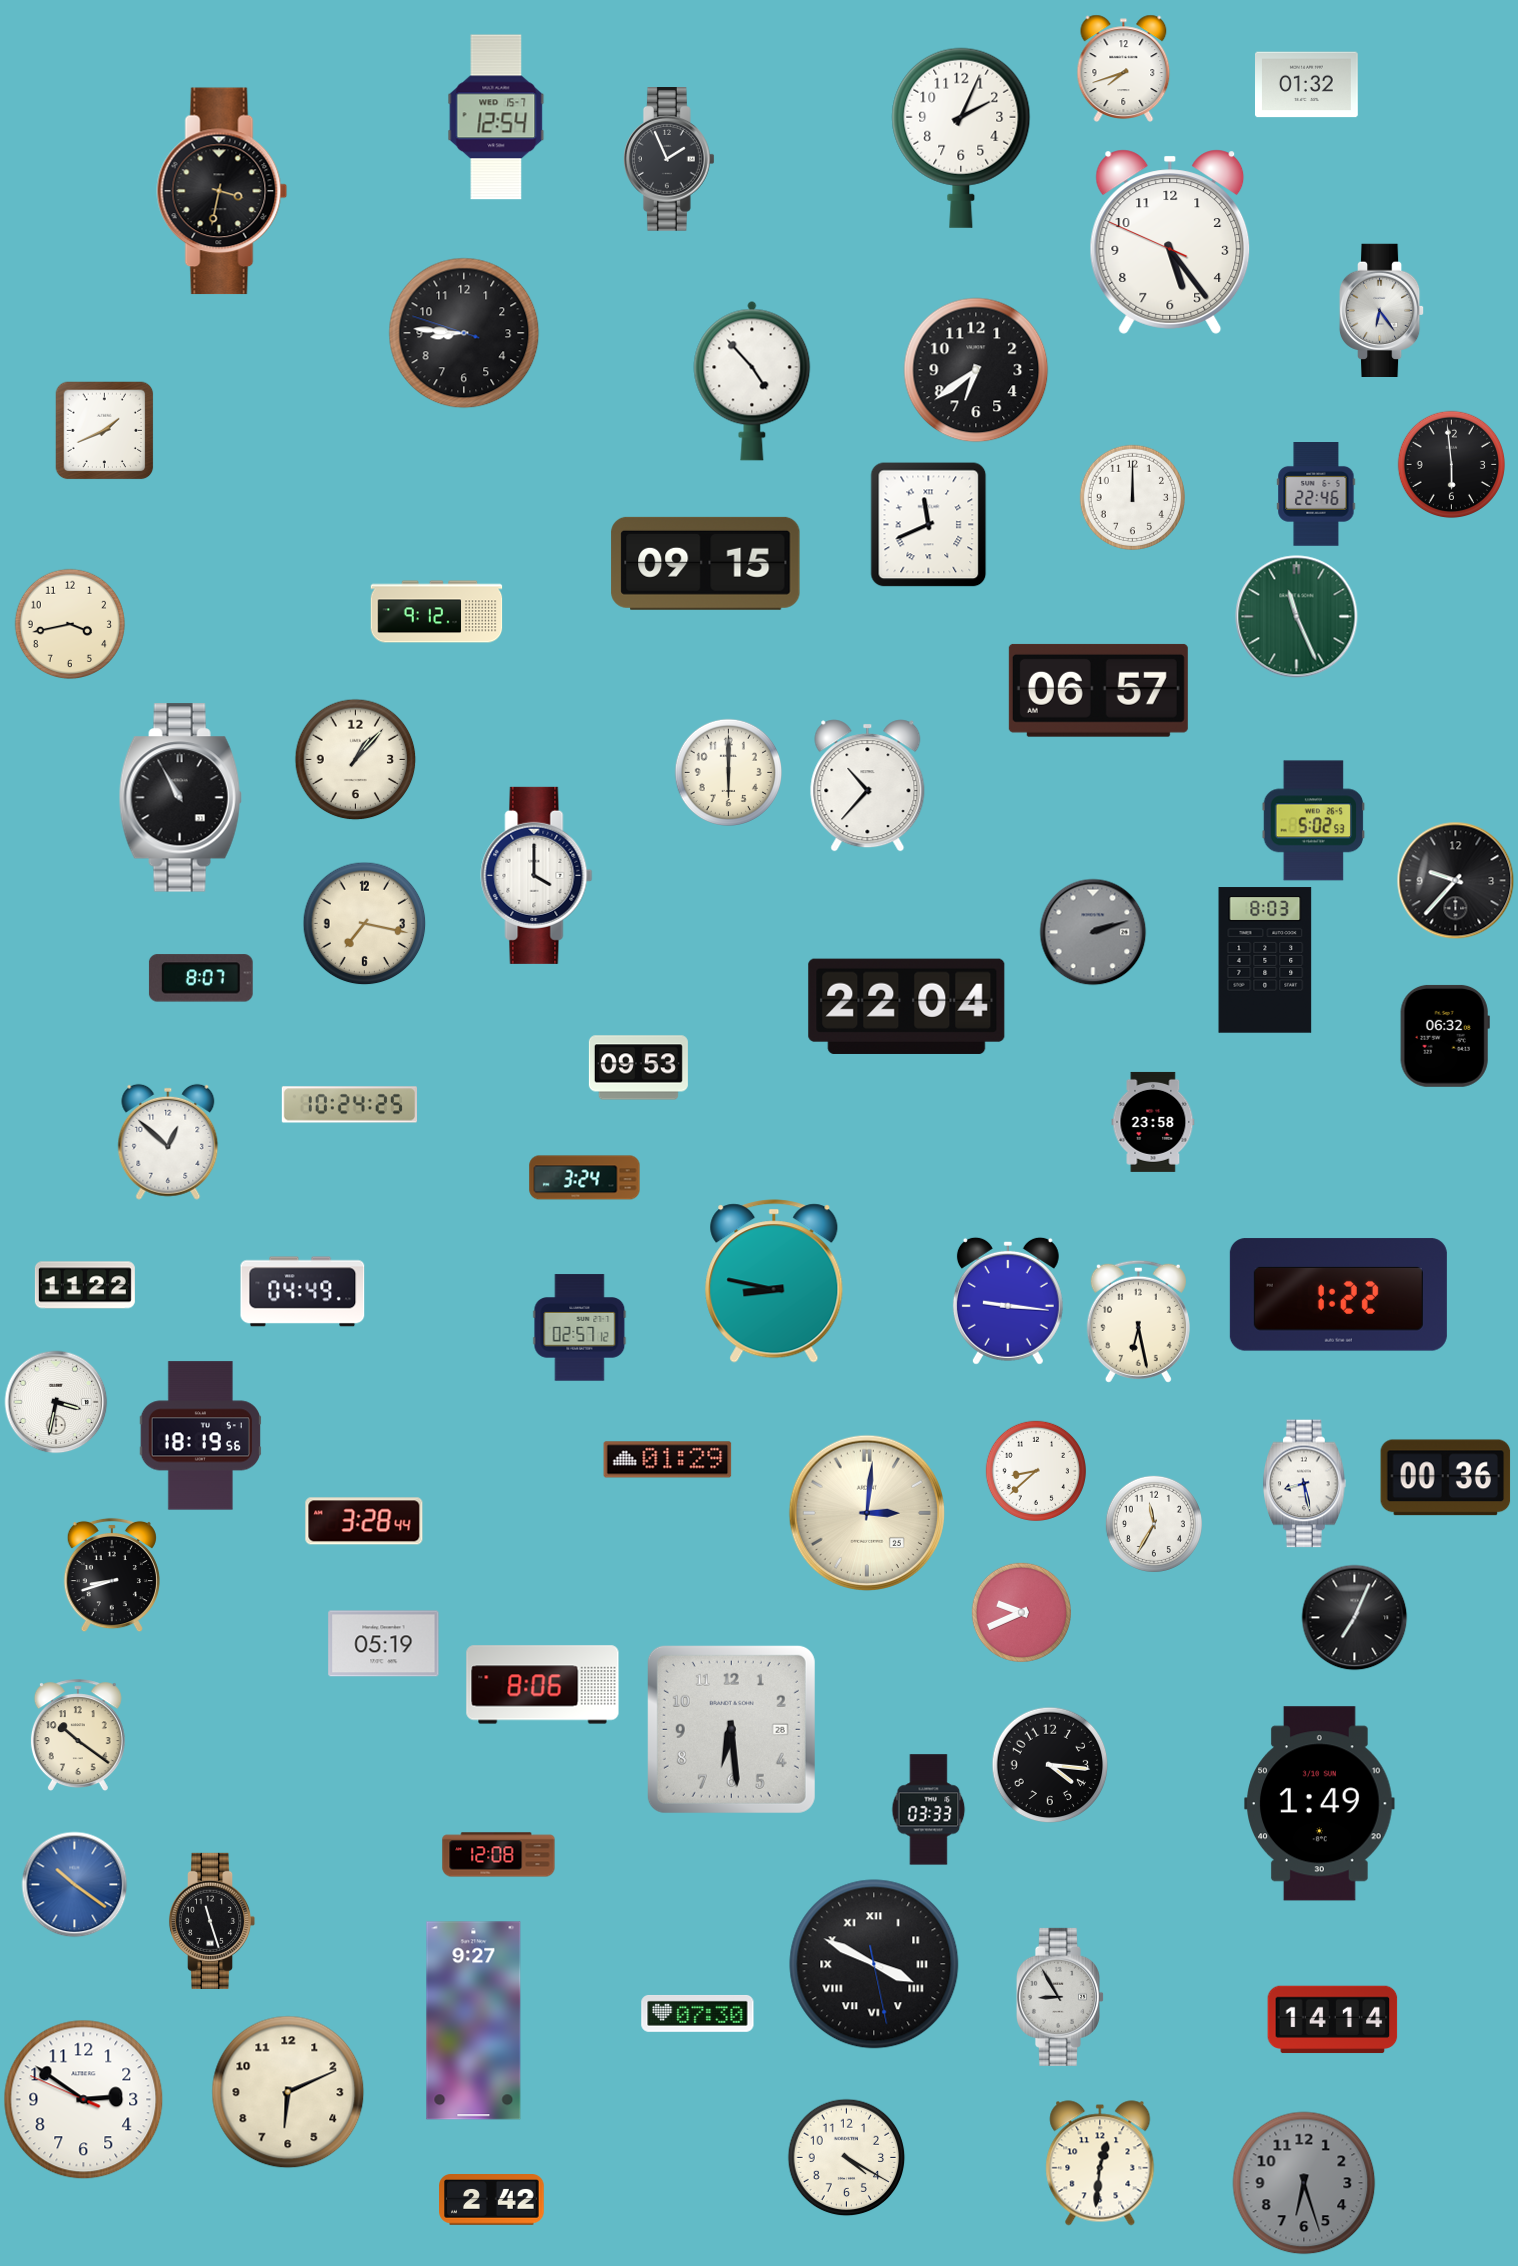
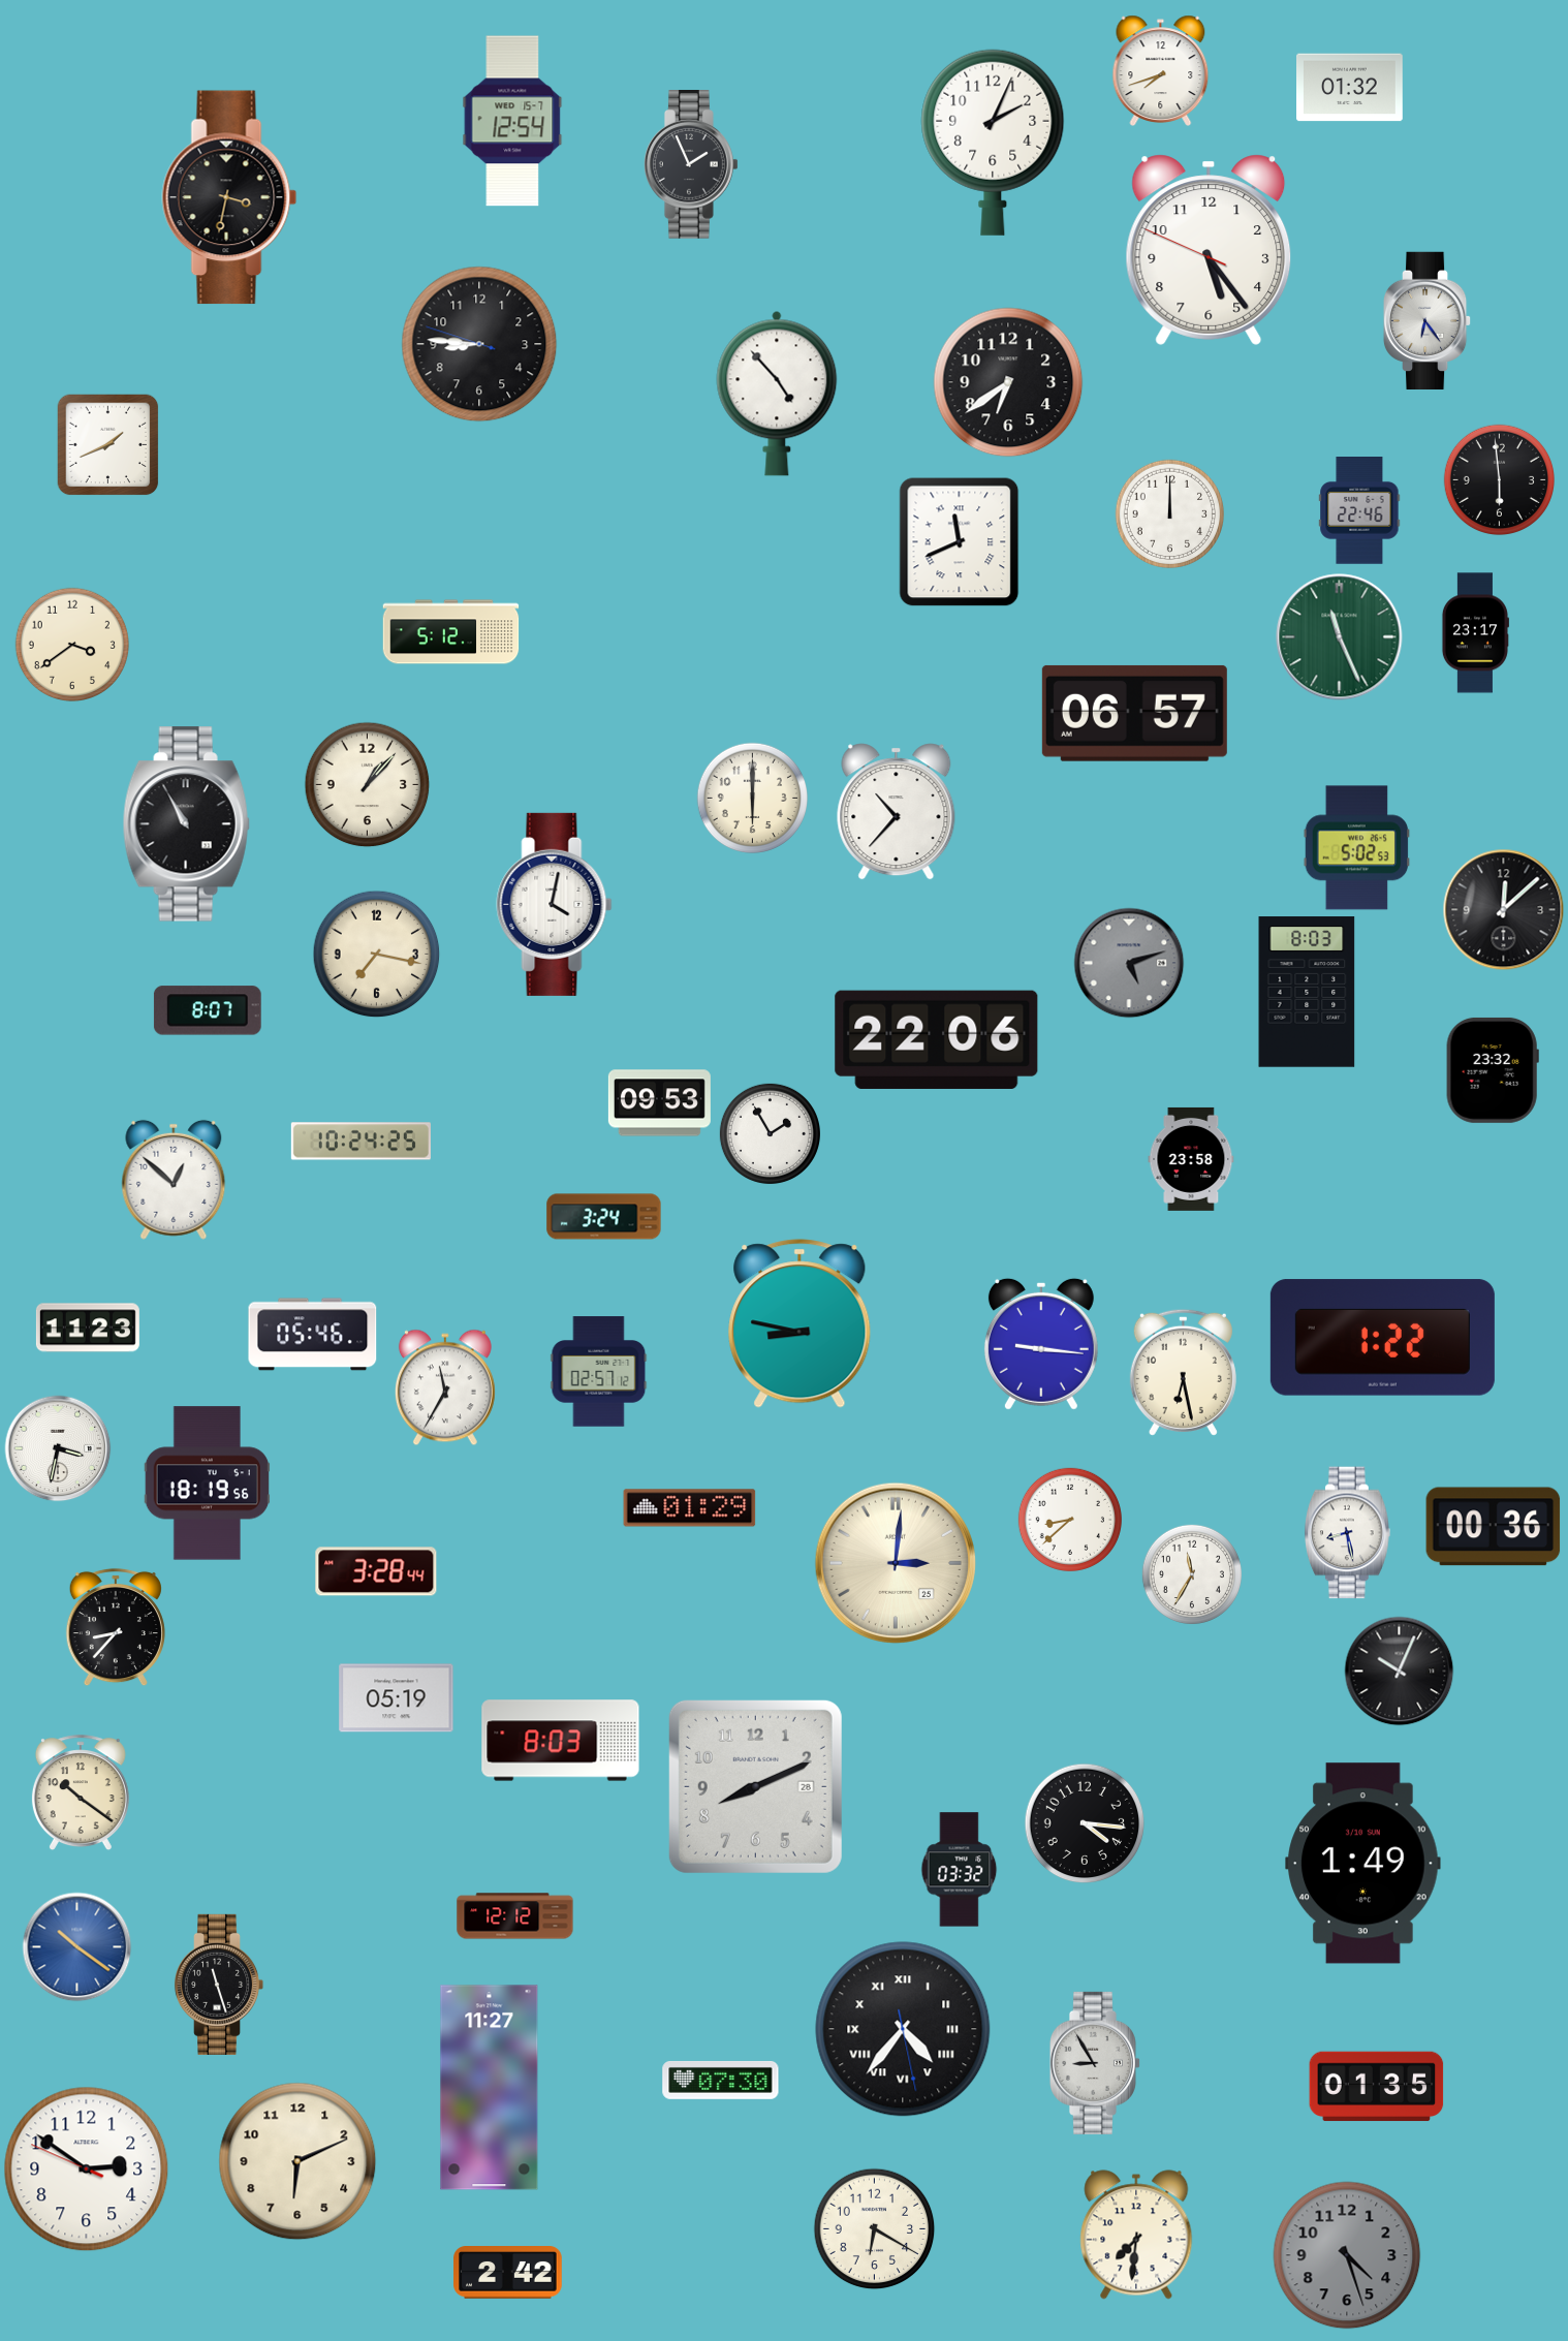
clock at (706, 563): 09:15 -> none
clock at (437, 612): 9:12 -> 5:12
clock at (1475, 633): none -> 23:17
clock at (70, 624): 3:43 -> 3:39
clock at (537, 875): 4:00 -> 4:02
clock at (1456, 881): 9:37 -> 12:08
clock at (1093, 932): 2:12 -> 5:12
clock at (907, 1006): 22:04 -> 22:06
clock at (1445, 1036): 06:32 -> 23:32
clock at (770, 1133): none -> 1:55
clock at (85, 1285): 11:22 -> 11:23
clock at (303, 1292): 04:49 -> 05:46
clock at (1138, 1321) position: (1138, 1321) -> (1183, 1372)
clock at (445, 1387): none -> 11:35
clock at (112, 1575): 8:42 -> 8:37
clock at (1021, 1612): 9:41 -> none
clock at (1355, 1618): 7:04 -> 10:04
clock at (543, 1685): 8:06 -> 8:03
clock at (731, 1729): 6:29 -> 8:11
clock at (929, 1810): 03:33 -> 03:32
clock at (499, 1855): 12:08 -> 12:12
clock at (874, 1964): 3:49 -> 4:36
clock at (1333, 2020): 14:14 -> 01:35
clock at (474, 2021): 9:27 -> 11:27
clock at (847, 2158): 4:20 -> 6:20
clock at (1100, 2163): 12:31 -> 7:31
clock at (1304, 2183): 6:27 -> 4:27
